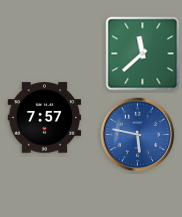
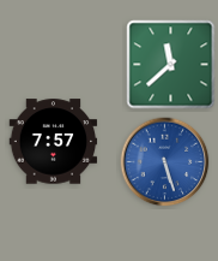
clock at (138, 135): 5:47 -> 5:27
